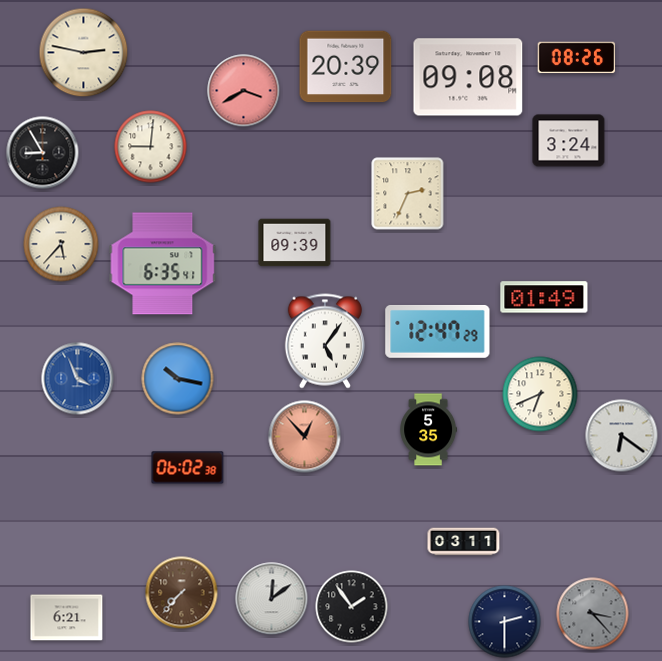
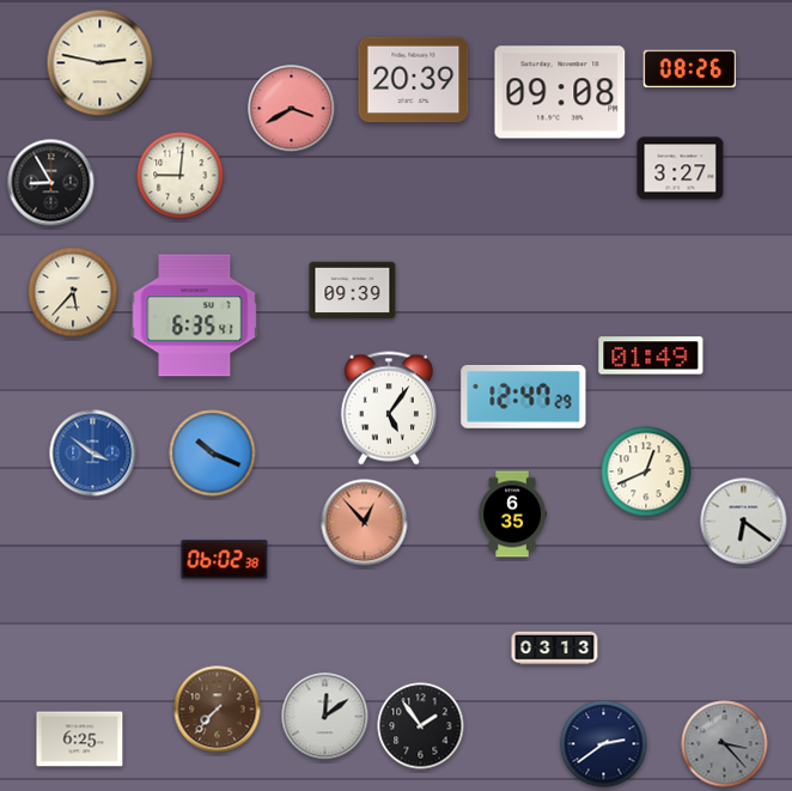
clock at (569, 141): 3:24 -> 3:27
clock at (408, 194): 2:34 -> none
clock at (78, 379): 3:56 -> 3:51
clock at (178, 379): 10:17 -> 10:19
clock at (540, 394): 6:41 -> 12:41
clock at (428, 430): 5:35 -> 6:35
clock at (464, 542): 03:11 -> 03:13
clock at (593, 614) position: (593, 614) -> (725, 744)
clock at (67, 618): 6:21 -> 6:25
clock at (505, 622): 2:30 -> 2:39
